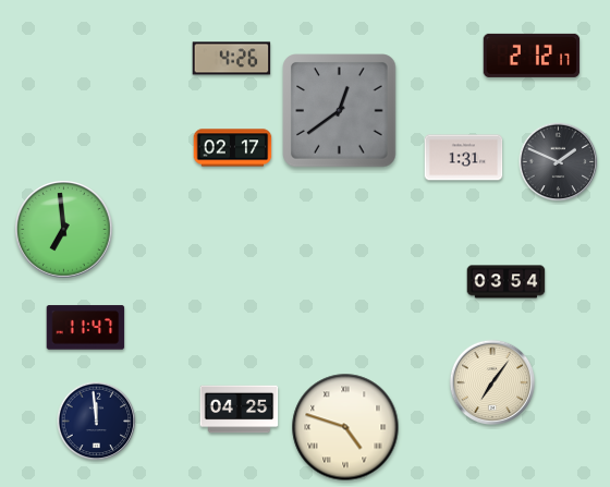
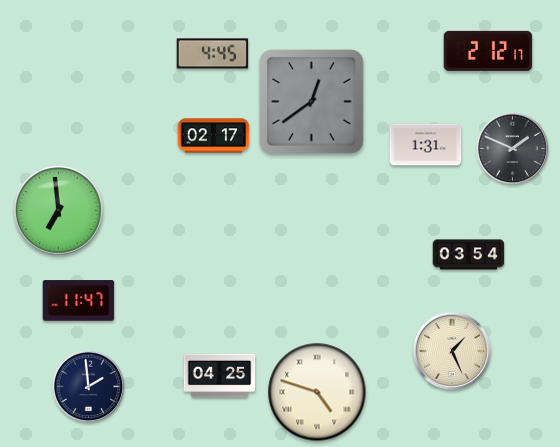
clock at (232, 59): 4:26 -> 4:45
clock at (507, 282) position: (507, 282) -> (469, 255)
clock at (491, 381): 7:06 -> 1:26
clock at (97, 422): 11:59 -> 1:59
